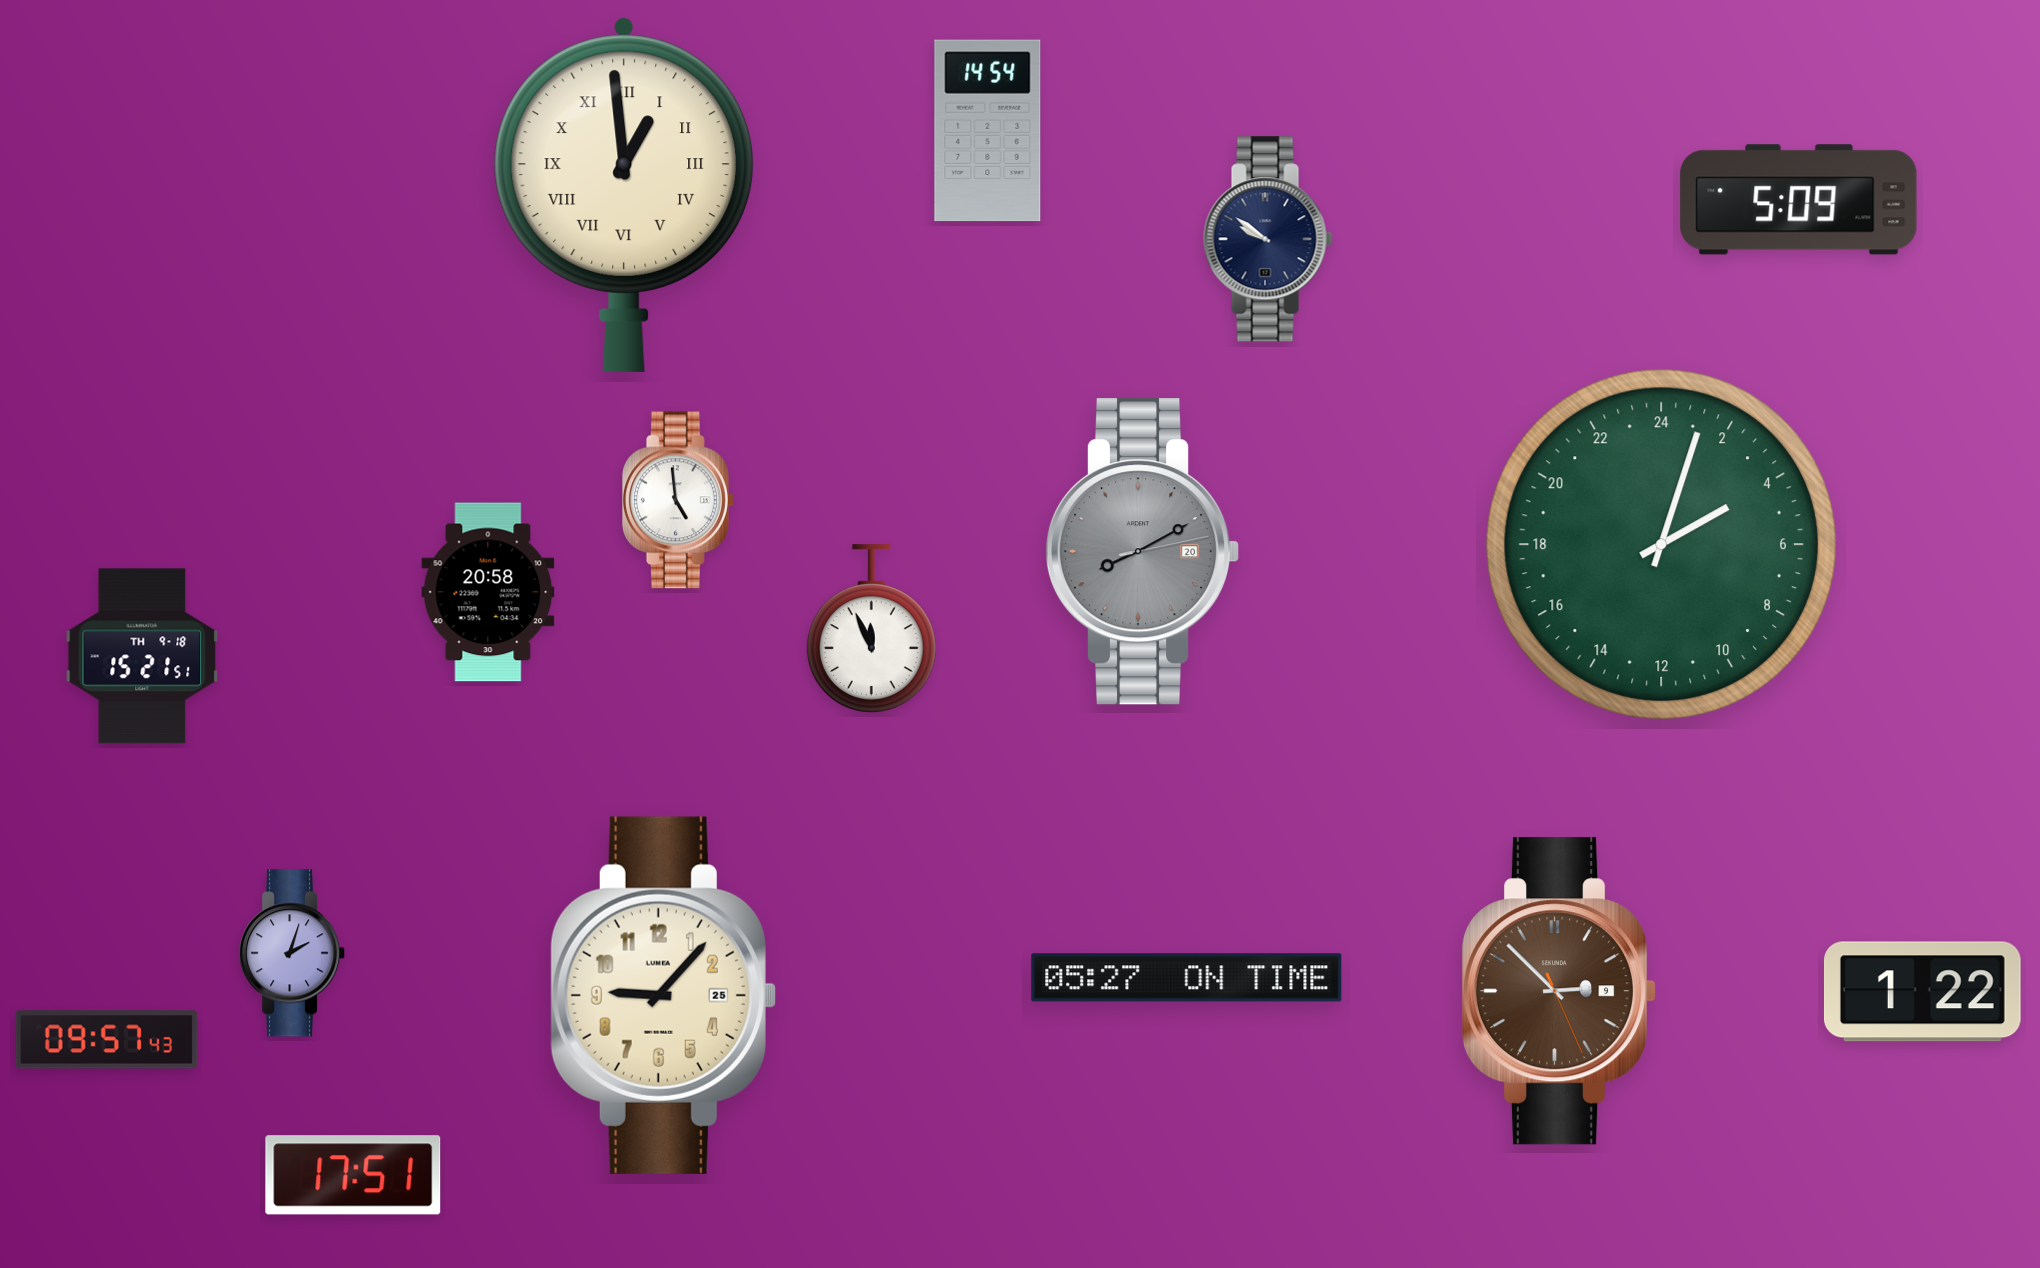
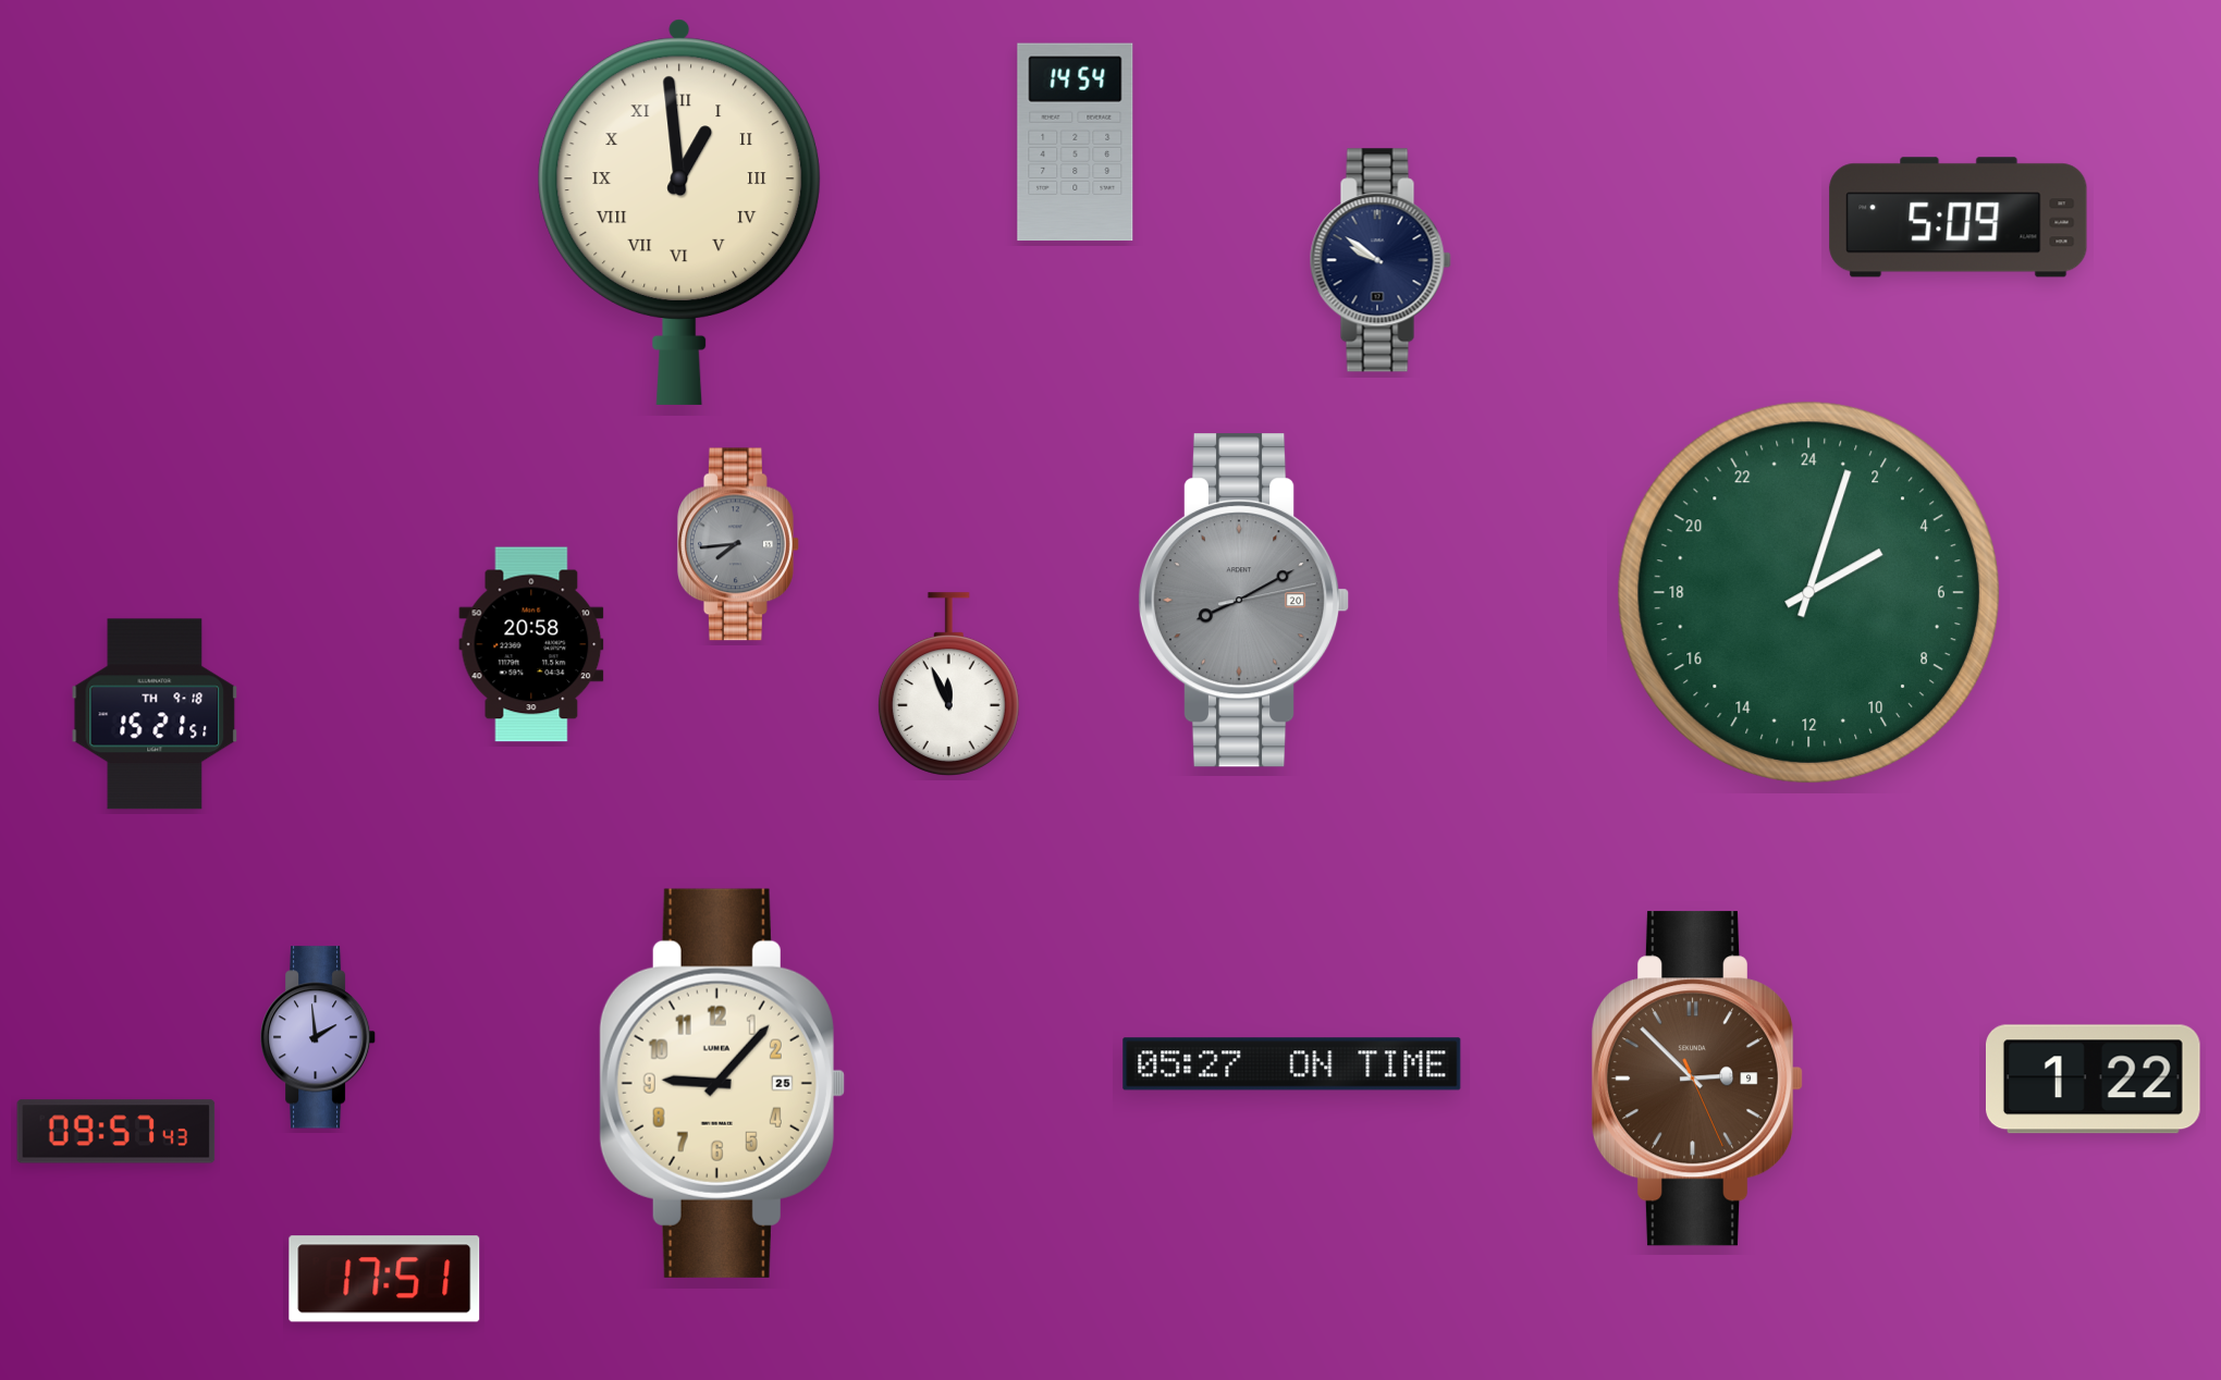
clock at (678, 500): 4:59 -> 7:44
clock at (678, 500) dial: white -> grey
clock at (292, 953): 2:03 -> 1:59
